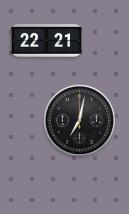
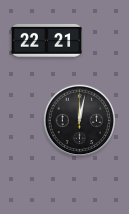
clock at (80, 121): 7:02 -> 12:02
